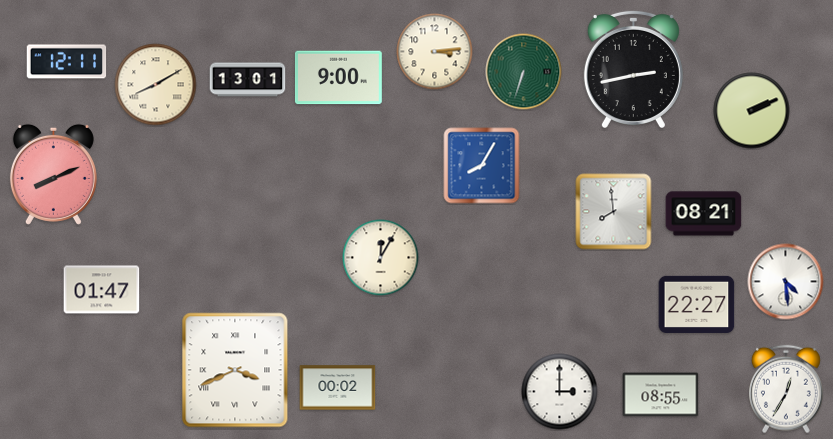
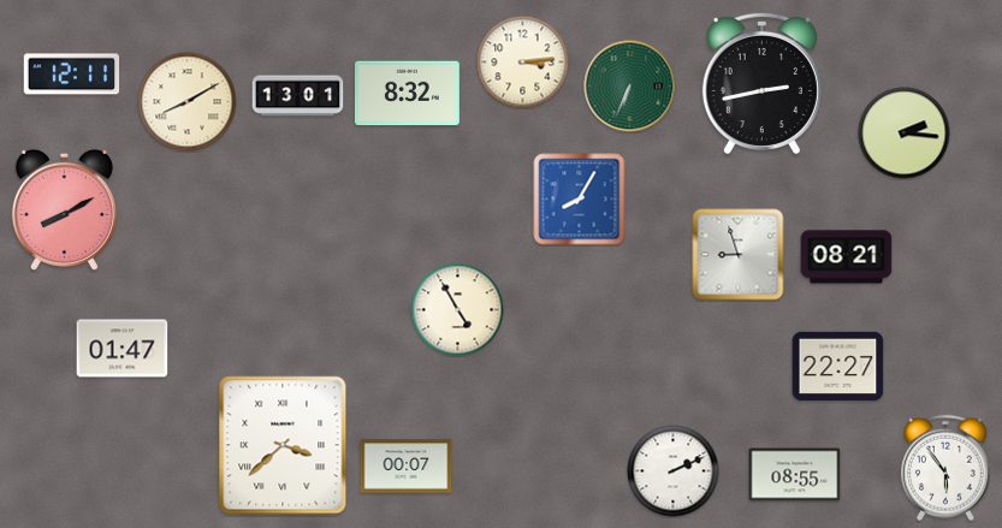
clock at (67, 62) position: (67, 62) -> (72, 75)
clock at (524, 72): 6:33 -> 6:34
clock at (338, 78): 9:00 -> 8:32
clock at (752, 111): 2:11 -> 2:16
clock at (53, 174): 8:11 -> 8:10
clock at (614, 212): 7:59 -> 8:57
clock at (381, 258): 12:05 -> 4:55
clock at (786, 282): 4:29 -> none
clock at (235, 370): 3:41 -> 3:38
clock at (338, 388): 00:02 -> 00:07
clock at (786, 389): 12:35 -> 5:54
clock at (560, 392): 3:00 -> 2:11
